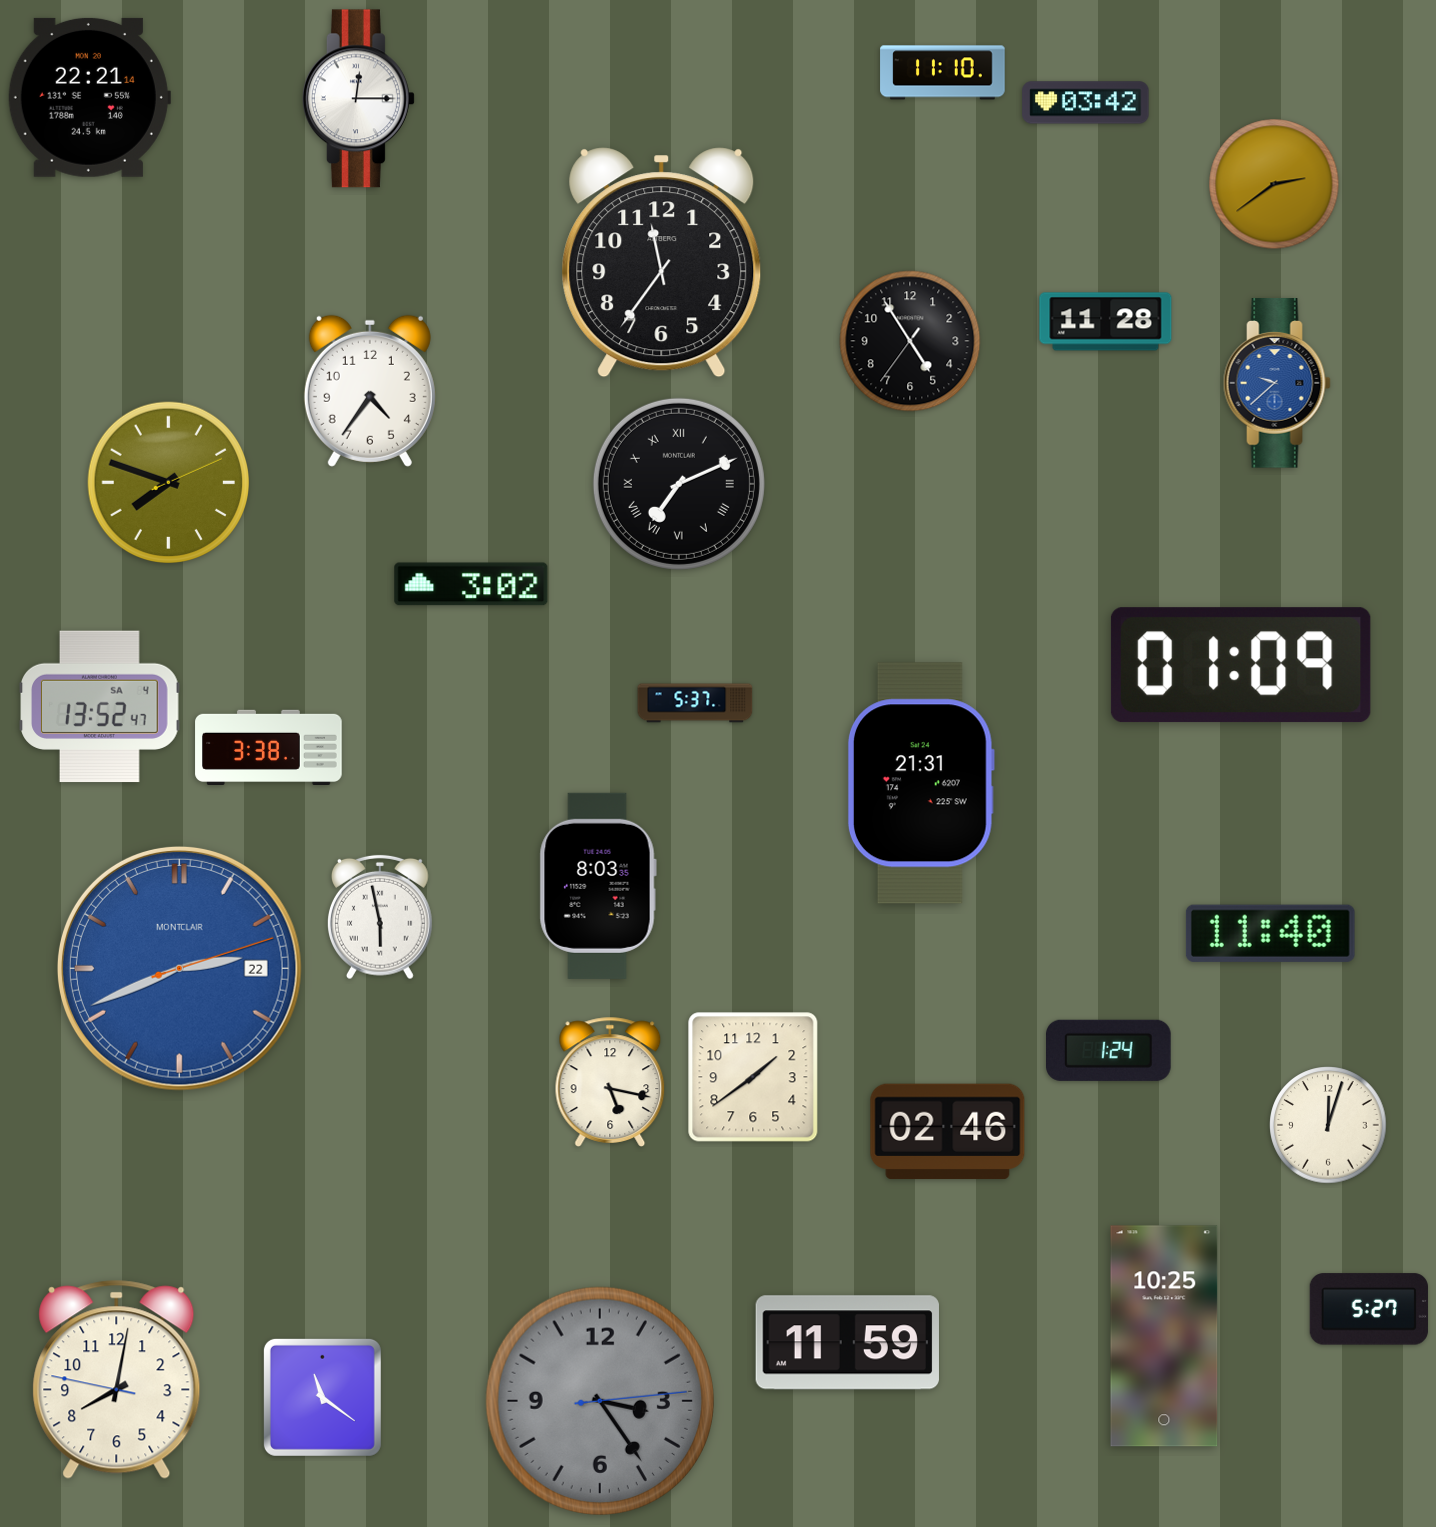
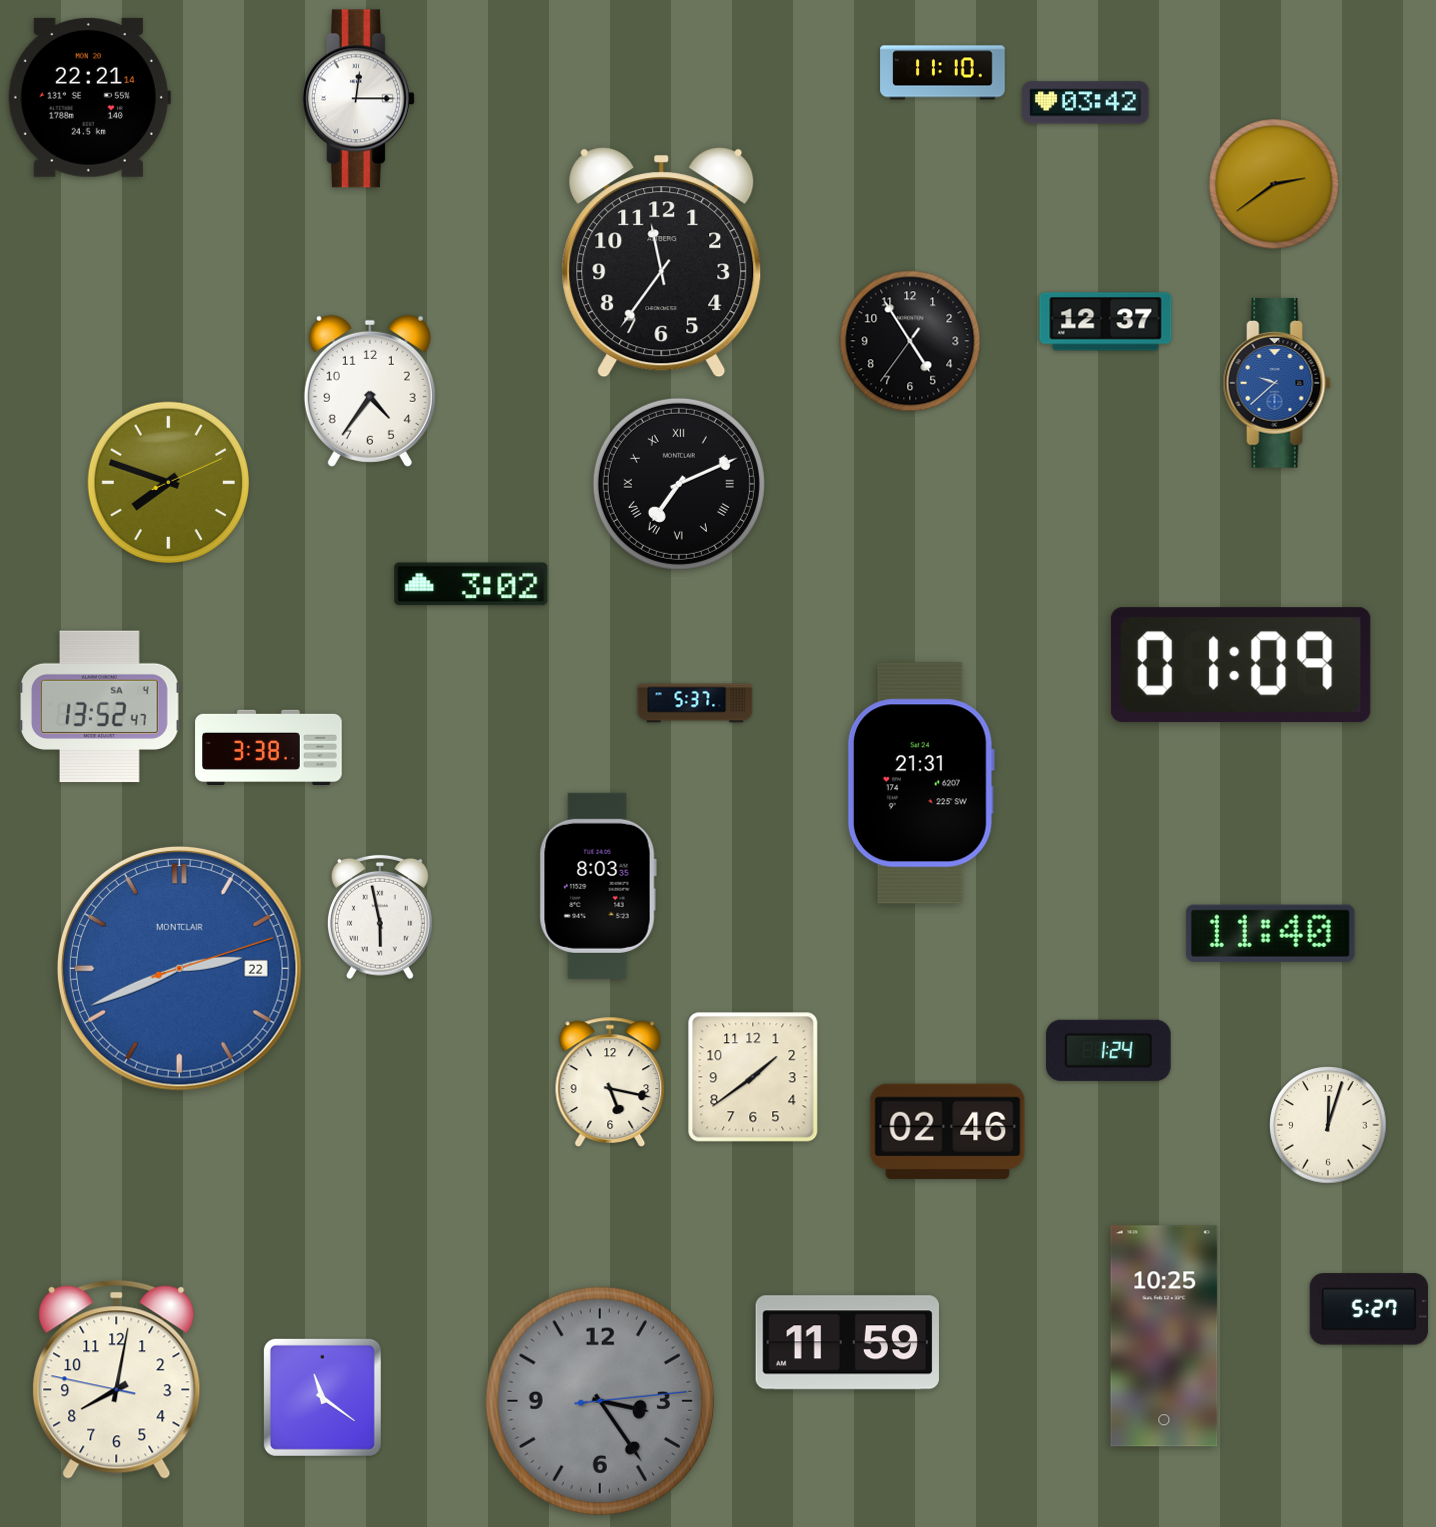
clock at (1106, 322): 11:28 -> 12:37
